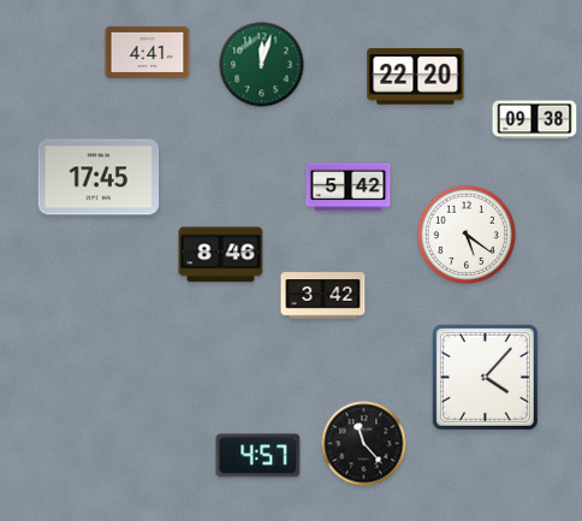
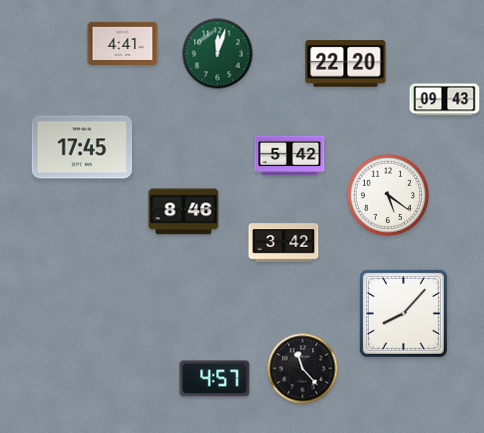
clock at (535, 120): 09:38 -> 09:43
clock at (323, 296) position: (323, 296) -> (284, 243)
clock at (485, 377): 4:07 -> 8:07
